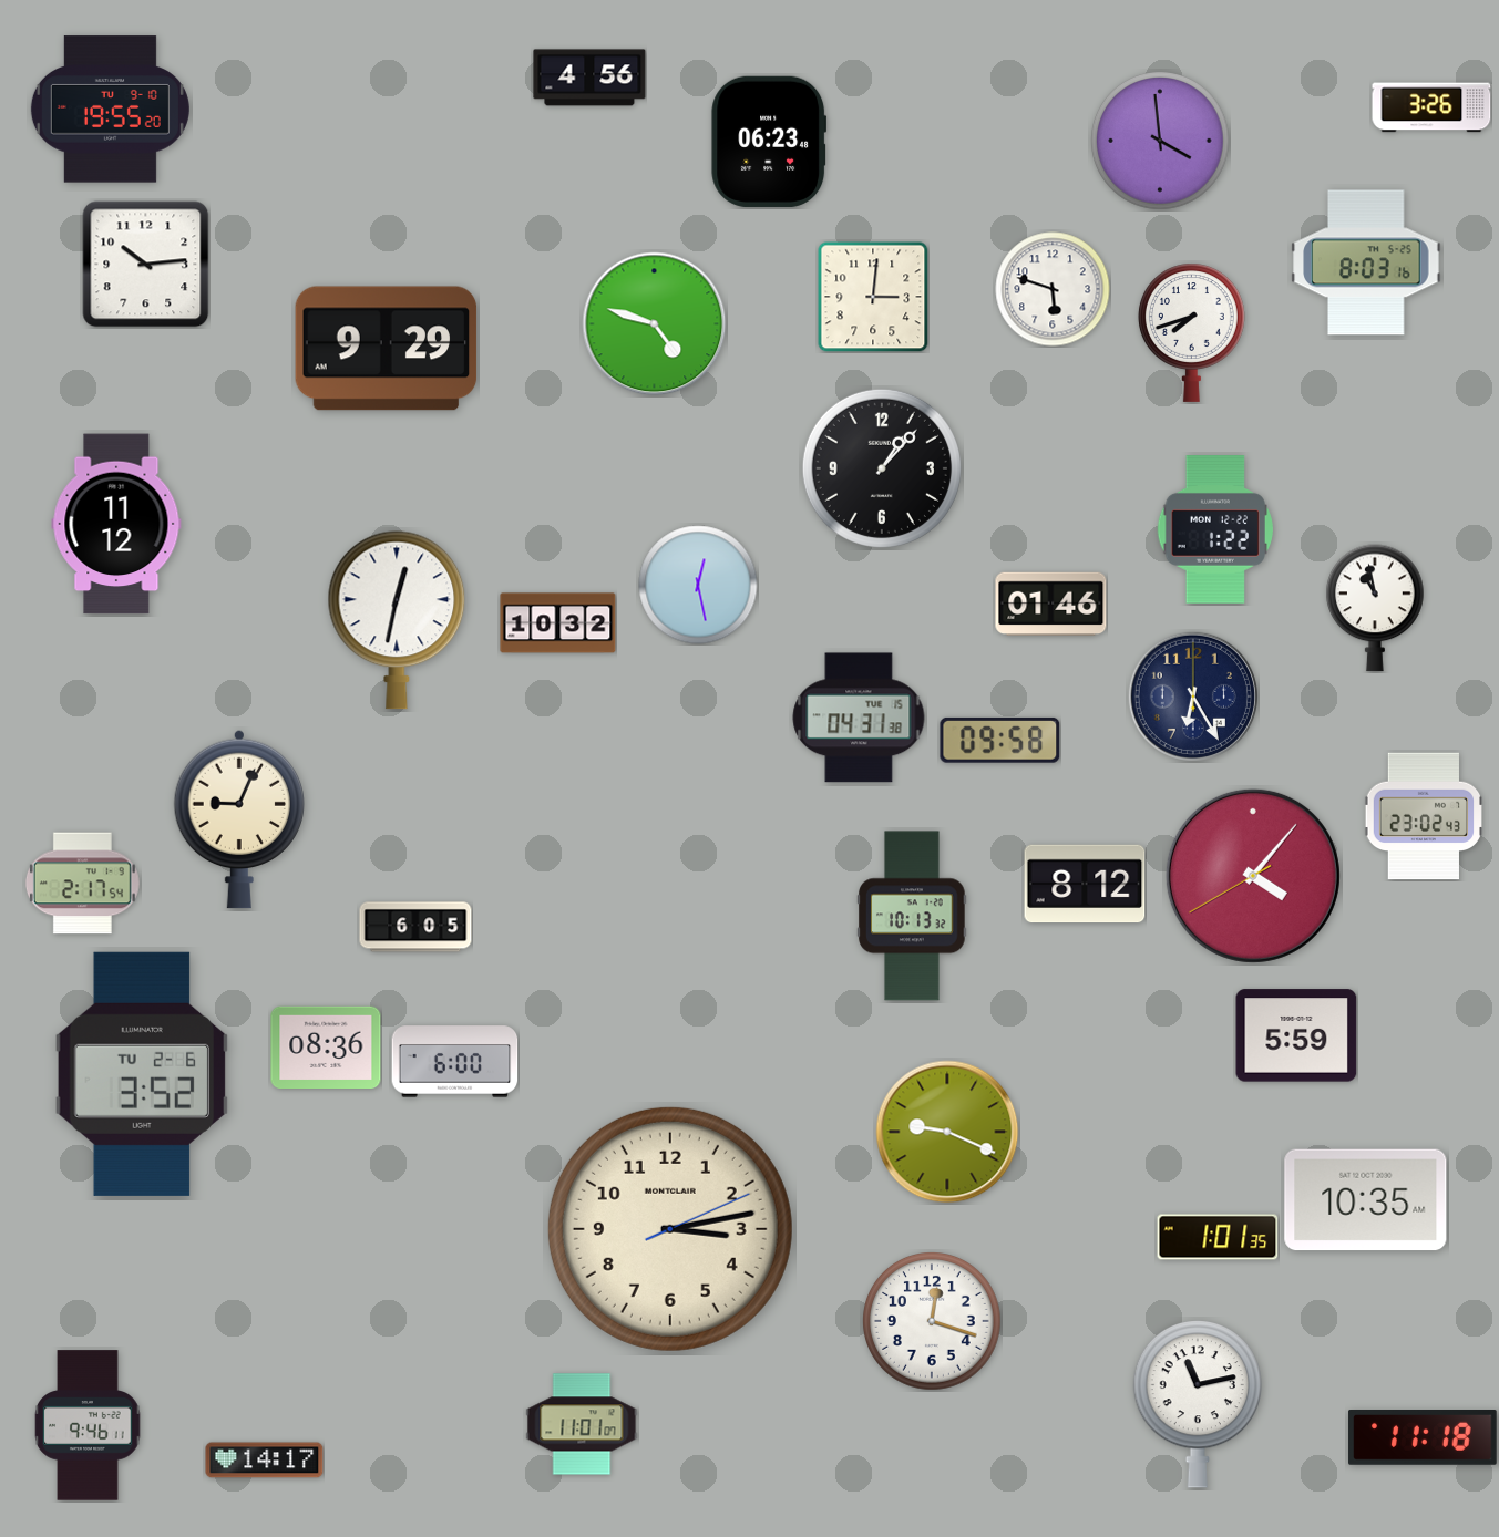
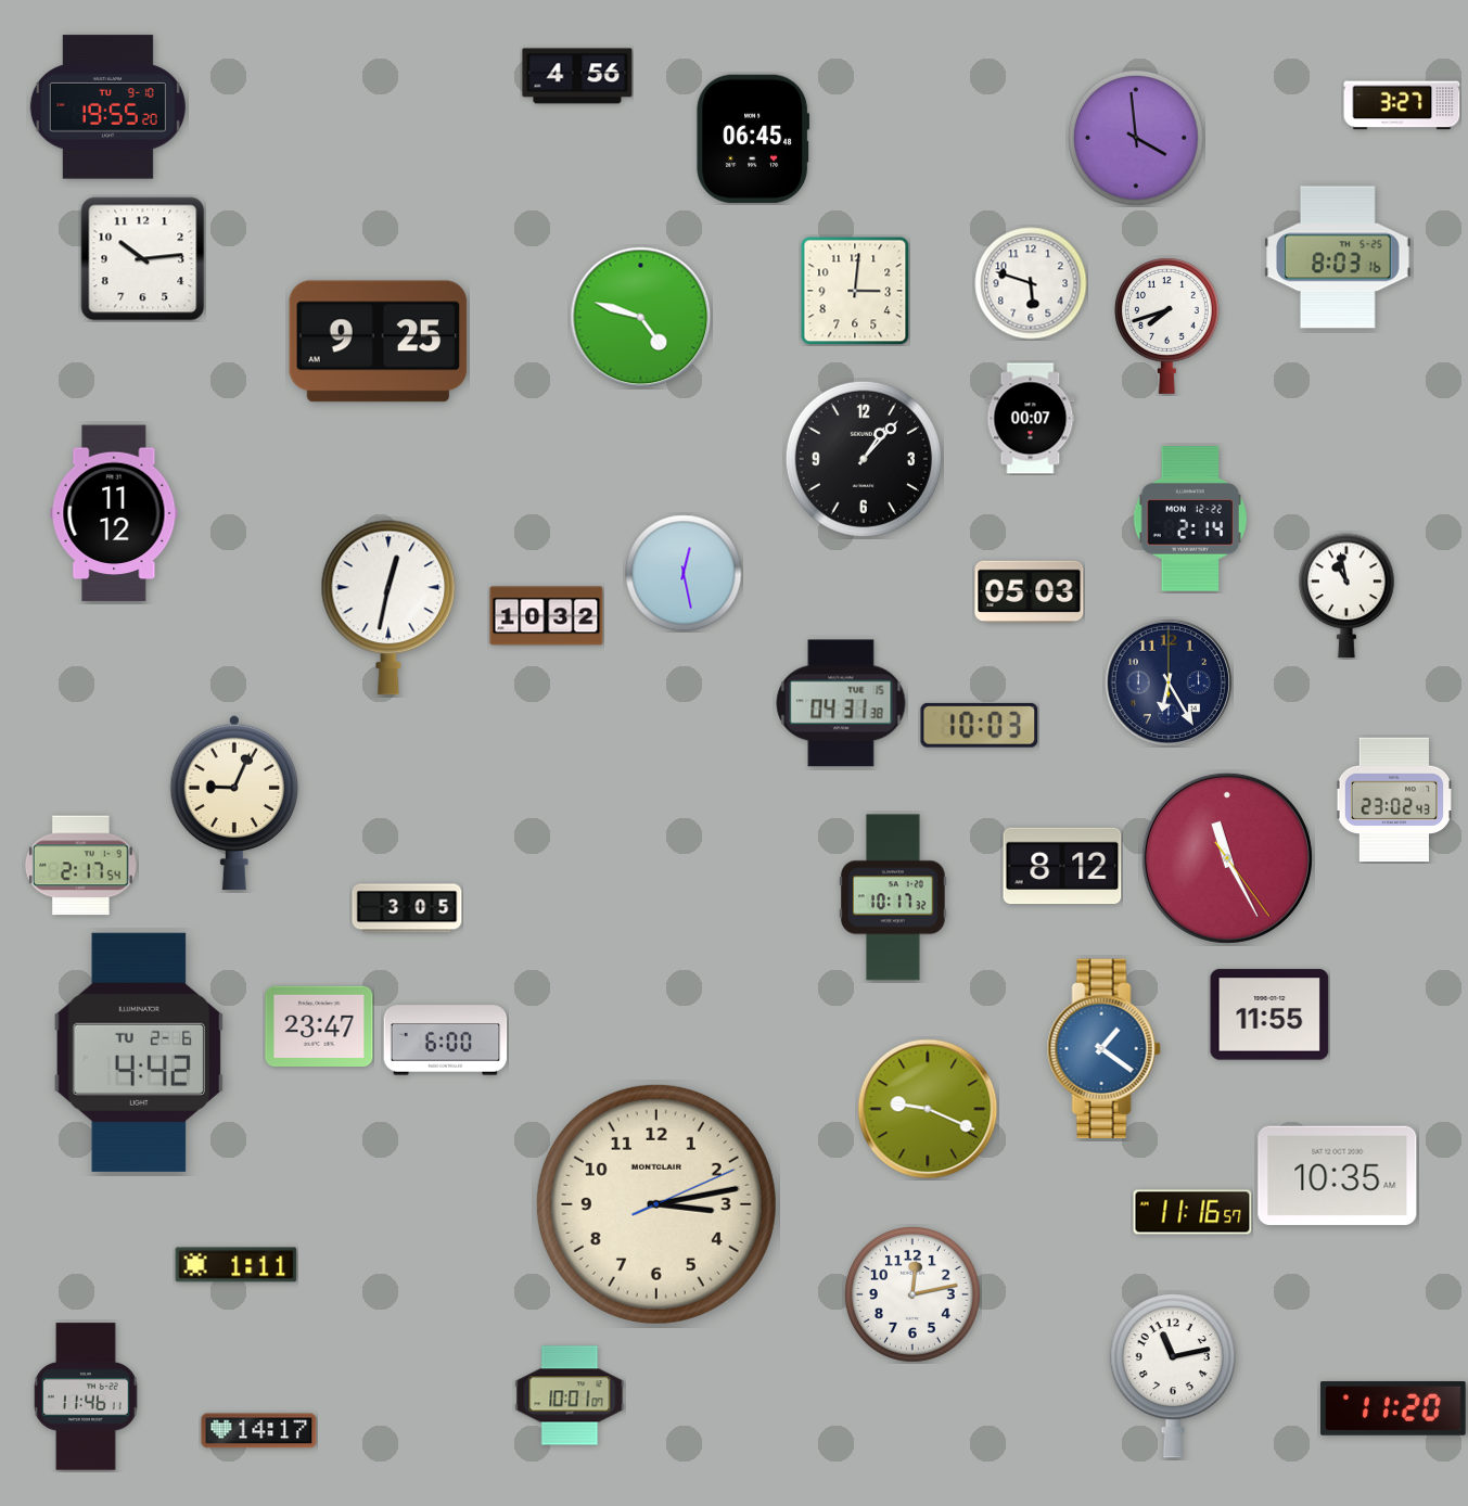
clock at (1431, 107): 3:26 -> 3:27
clock at (769, 141): 06:23 -> 06:45
clock at (387, 349): 9:29 -> 9:25
clock at (1031, 419): none -> 00:07
clock at (1215, 529): 1:22 -> 2:14
clock at (1051, 605): 01:46 -> 05:03
clock at (558, 623) position: (558, 623) -> (547, 616)
clock at (1000, 740): 09:58 -> 10:03
clock at (1253, 876): 4:06 -> 11:25
clock at (912, 916): 10:13 -> 10:17
clock at (415, 927): 6:05 -> 3:05
clock at (1296, 1035): 5:59 -> 11:55
clock at (326, 1048): 08:36 -> 23:47
clock at (1103, 1049): none -> 1:21
clock at (142, 1074): 3:52 -> 4:42
clock at (1218, 1237): 1:01 -> 11:16
clock at (237, 1265): none -> 1:11
clock at (933, 1322): 12:18 -> 12:13
clock at (582, 1424): 11:01 -> 10:01
clock at (88, 1425): 9:46 -> 11:46
clock at (1423, 1438): 11:18 -> 11:20
